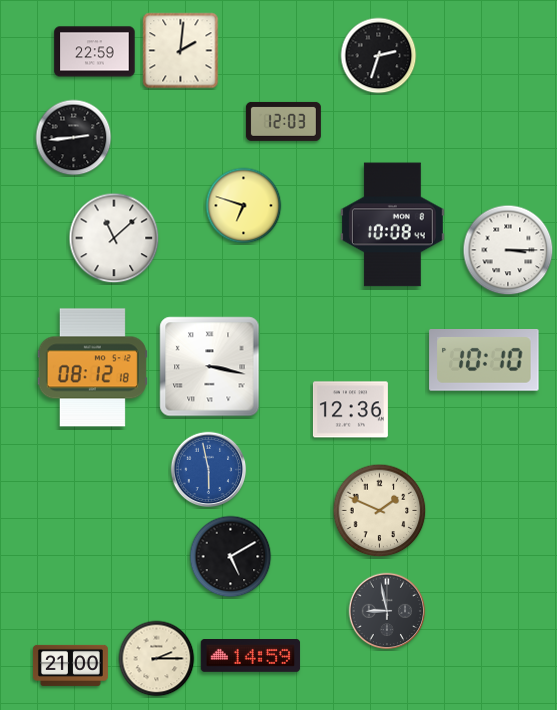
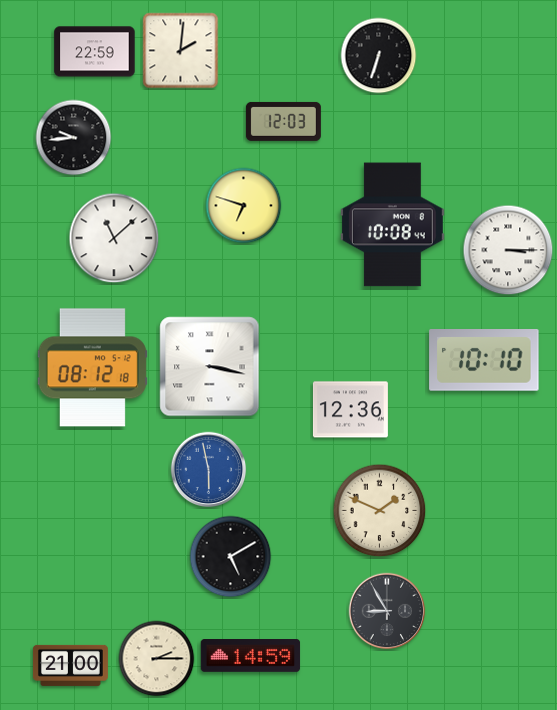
clock at (379, 56): 2:33 -> 6:33
clock at (74, 138): 2:44 -> 9:44
clock at (387, 611): 8:58 -> 8:55
